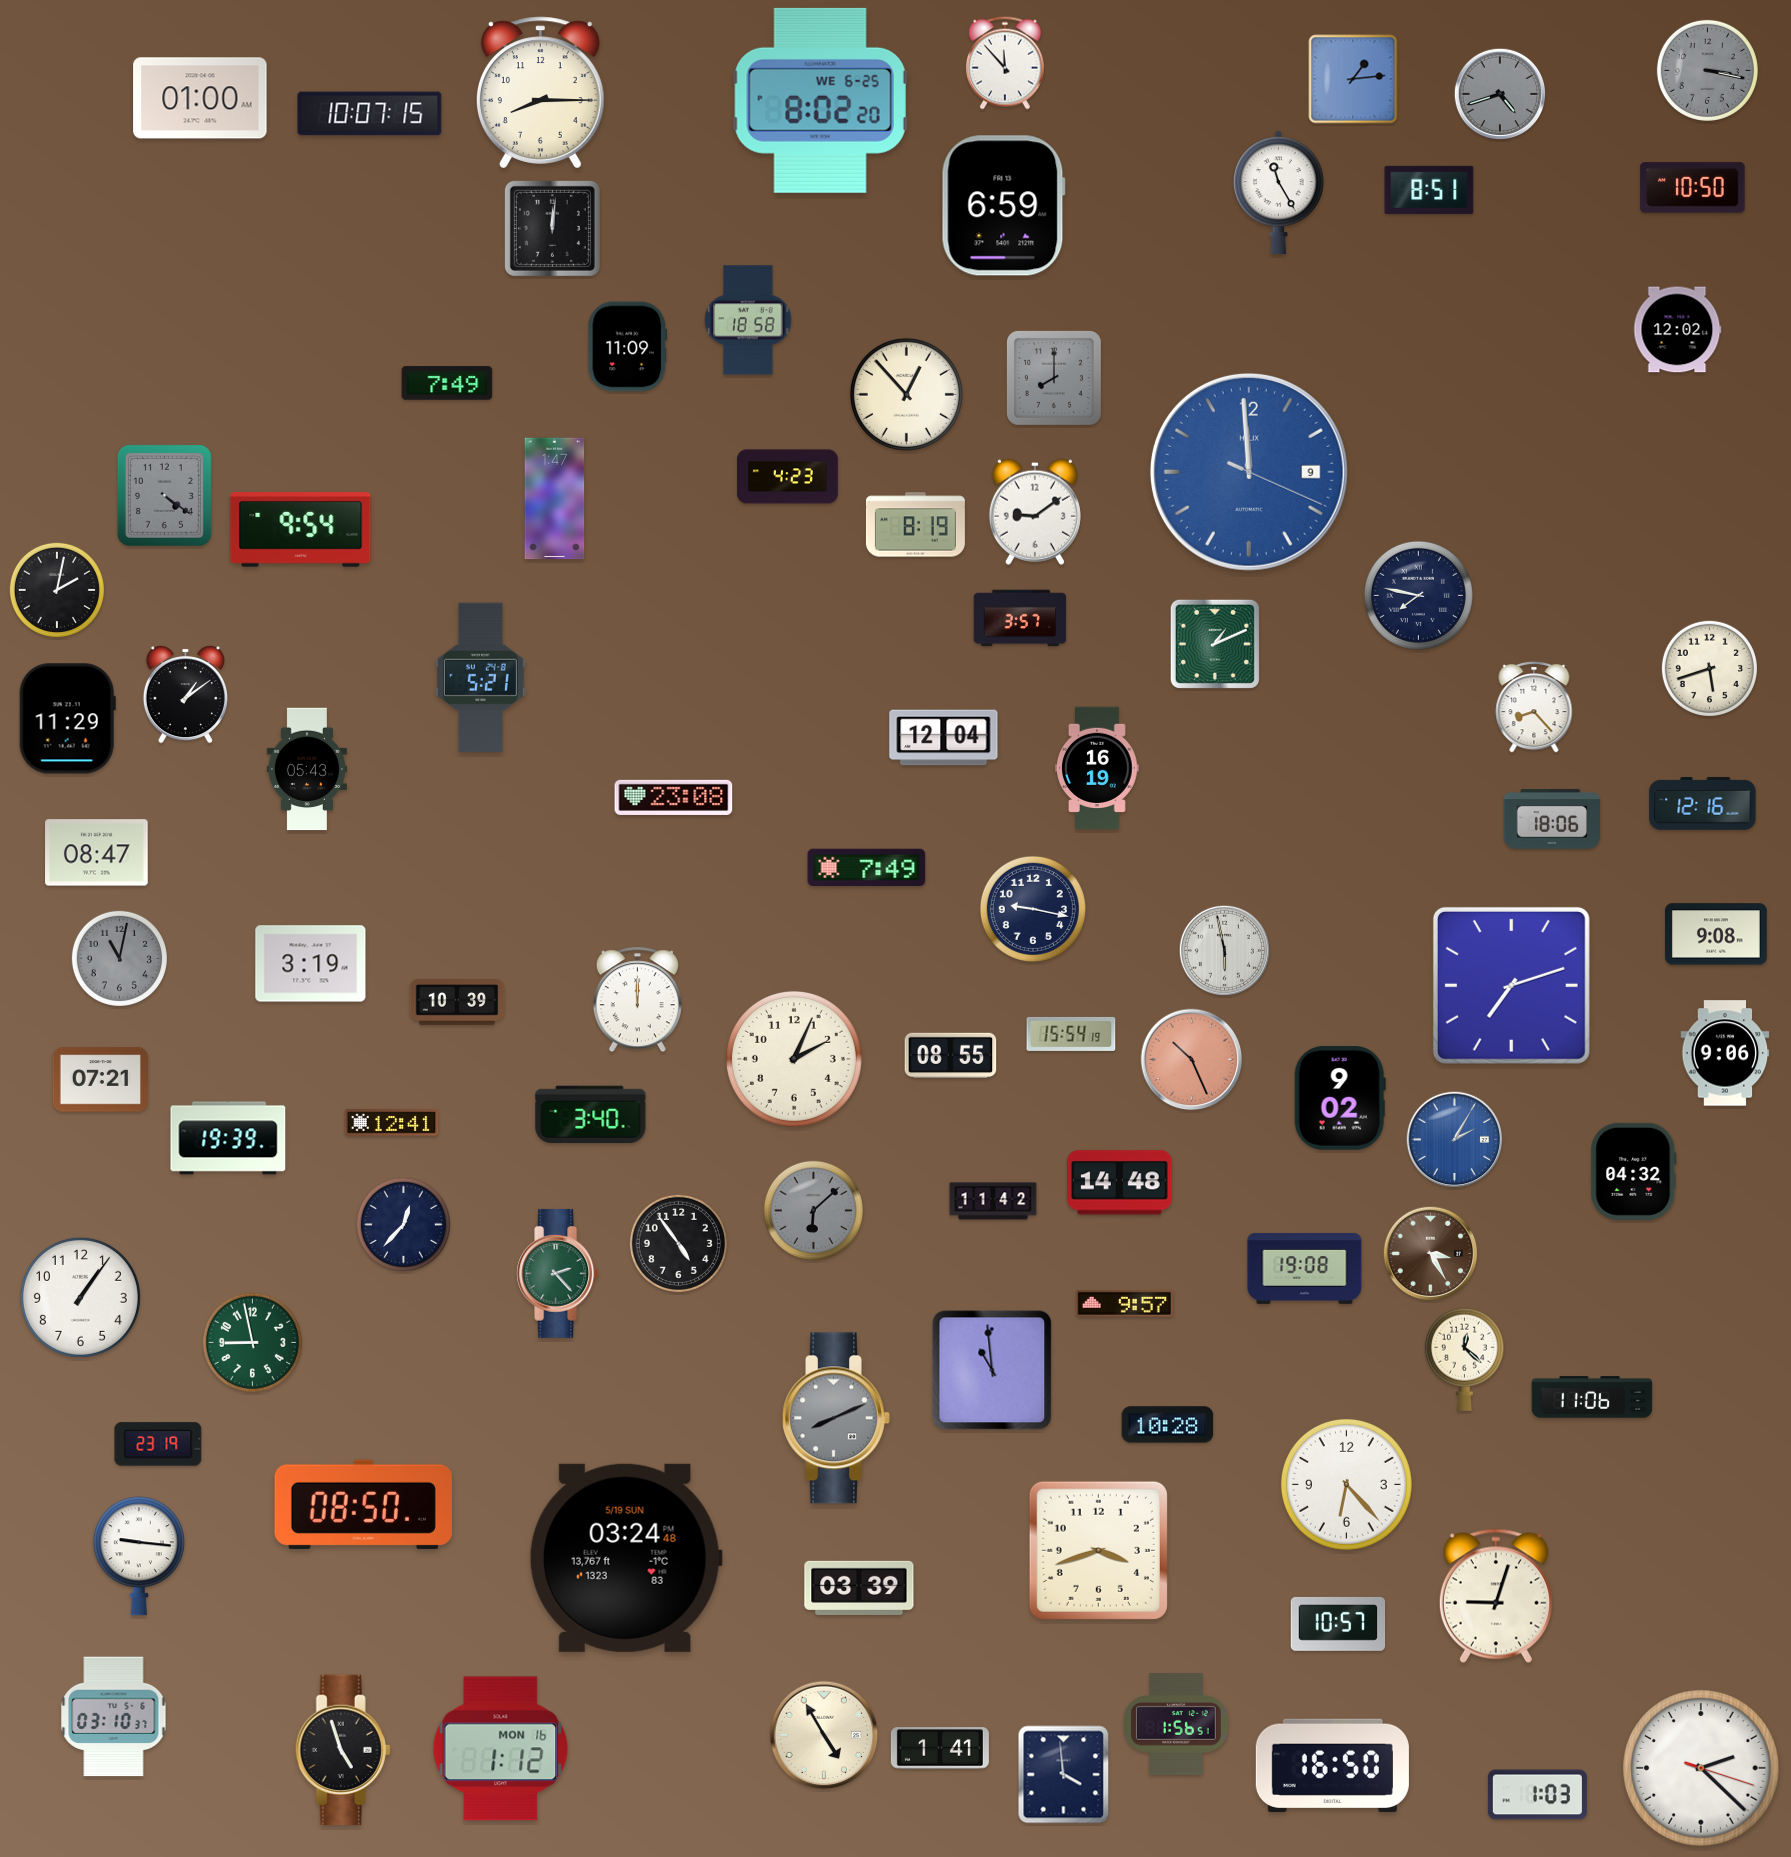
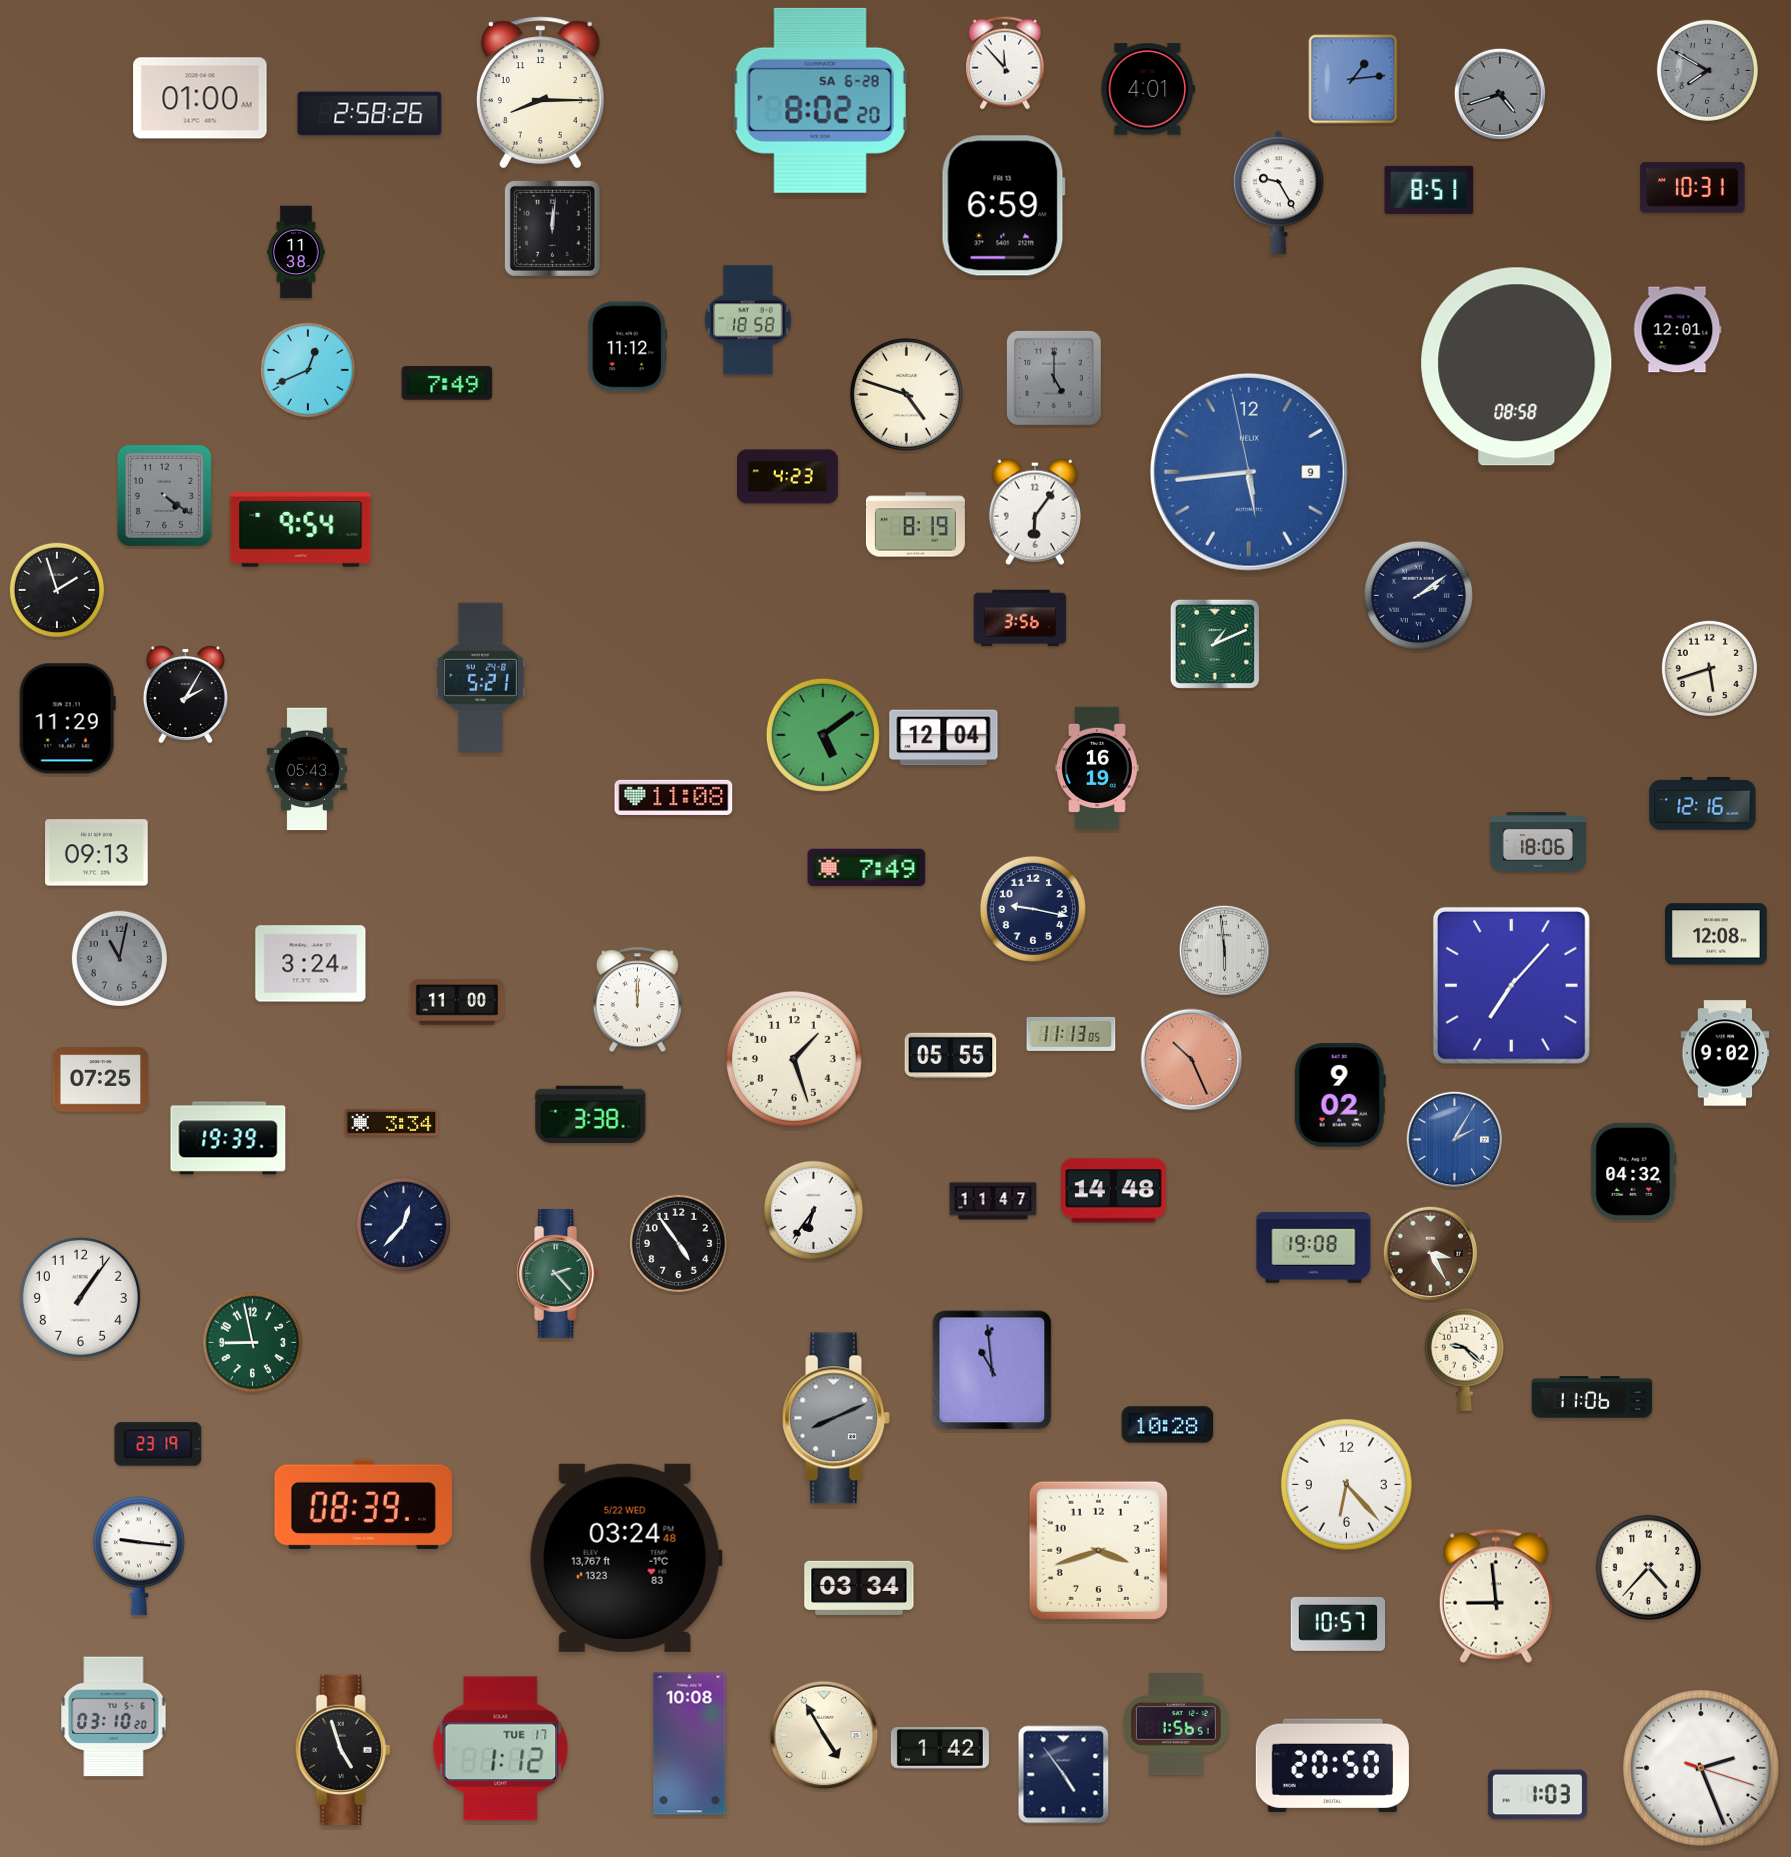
clock at (1707, 70): 3:17 -> 7:50
clock at (1148, 89): none -> 4:01
clock at (820, 100) date: WE 6-25 -> SA 6-28
clock at (370, 114): 10:07 -> 2:58
clock at (1693, 188): 10:50 -> 10:31
clock at (1279, 192): 11:25 -> 9:25
clock at (296, 252): none -> 11:38
clock at (1677, 330): 12:02 -> 12:01
clock at (628, 347): 11:09 -> 11:12
clock at (1517, 367): none -> 08:58
clock at (308, 370): none -> 12:41
clock at (1054, 378): 8:00 -> 5:00
clock at (906, 394): 12:53 -> 4:48
clock at (1249, 472): 11:59 -> 5:43
clock at (555, 499): 1:47 -> none
clock at (1035, 512): 9:09 -> 6:06
clock at (57, 590): 2:02 -> 1:57
clock at (1418, 595): 7:47 -> 2:09
clock at (1020, 618): 3:57 -> 3:56
clock at (185, 694): 1:09 -> 2:05
clock at (1534, 708): 8:23 -> none
clock at (823, 735): none -> 5:09
clock at (674, 797): 23:08 -> 11:08
clock at (1552, 819) position: (1552, 819) -> (1538, 842)
clock at (97, 853): 08:47 -> 09:13
clock at (1716, 934): 9:08 -> 12:08
clock at (1224, 950): 5:58 -> 5:59
clock at (311, 964): 3:19 -> 3:24
clock at (1511, 985): 7:12 -> 7:07
clock at (457, 1003): 10:39 -> 11:00
clock at (1071, 1034): 15:54 -> 11:13
clock at (1725, 1053): 9:06 -> 9:02
clock at (951, 1056): 08:55 -> 05:55
clock at (794, 1059): 2:04 -> 1:27
clock at (100, 1080): 07:21 -> 07:25
clock at (1340, 1098) position: (1340, 1098) -> (1340, 1095)
clock at (591, 1115): 3:40 -> 3:38
clock at (392, 1123): 12:41 -> 3:34
clock at (1120, 1183) position: (1120, 1183) -> (1114, 1191)
clock at (993, 1201): 11:42 -> 11:47
clock at (813, 1210): 6:08 -> 6:36
clock at (813, 1210) dial: grey -> white
clock at (1305, 1268) position: (1305, 1268) -> (1314, 1247)
clock at (1124, 1304): 9:57 -> none
clock at (1464, 1359): 12:22 -> 9:22
clock at (363, 1504): 08:50 -> 08:39
clock at (626, 1558) date: 5/19 SUN -> 5/22 WED
clock at (1648, 1567): none -> 4:37
clock at (859, 1588): 03:39 -> 03:34
clock at (1496, 1596): 9:03 -> 8:59
clock at (114, 1717): 03:10:37 -> 03:10:20
clock at (690, 1744): none -> 10:08
clock at (940, 1748): 1:41 -> 1:42
clock at (501, 1749) date: MON 16 -> TUE 17
clock at (1332, 1765): 16:50 -> 20:50
clock at (1701, 1768): 2:22 -> 2:26
clock at (1064, 1775): 3:59 -> 4:54
